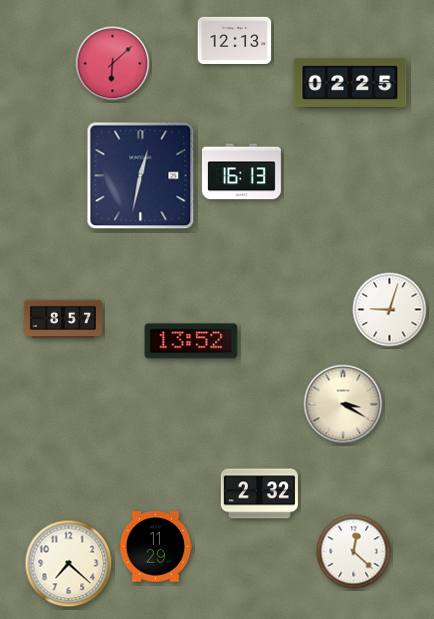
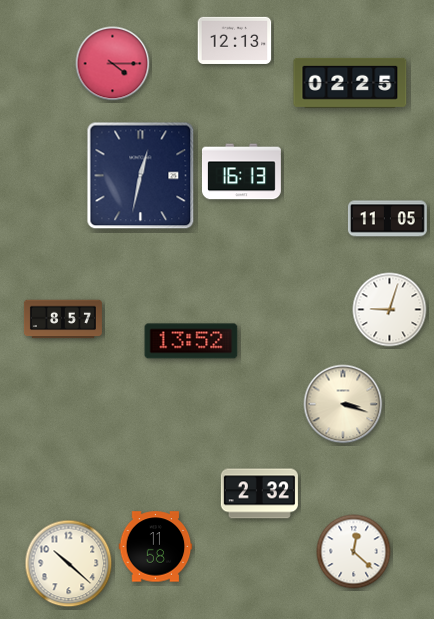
clock at (113, 64): 6:08 -> 4:15
clock at (387, 219): none -> 11:05
clock at (343, 404): 3:20 -> 3:18
clock at (156, 547): 11:29 -> 11:58
clock at (69, 564): 7:22 -> 10:22
